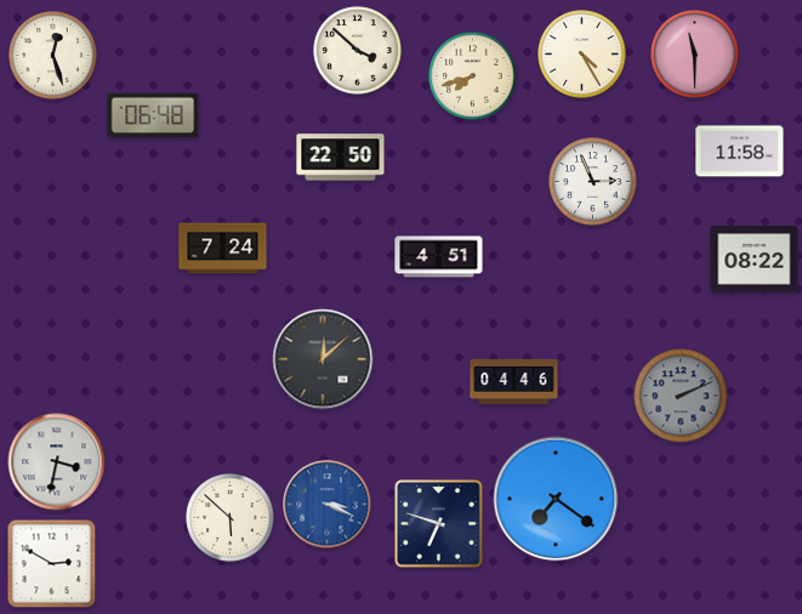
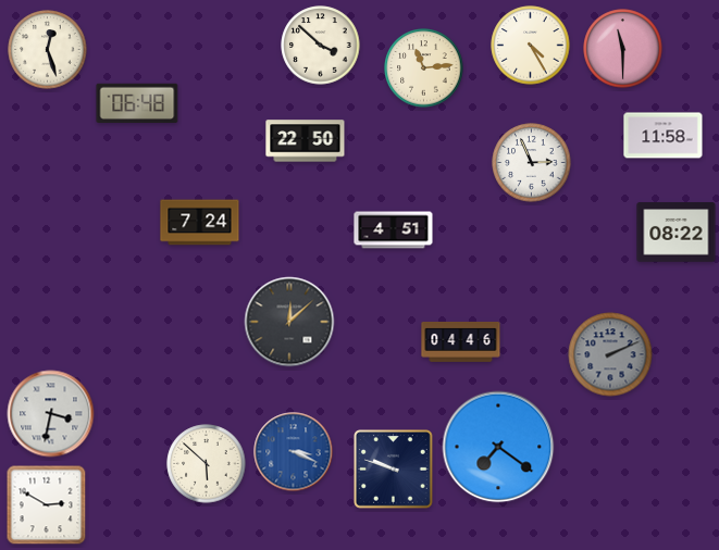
clock at (582, 55) position: (582, 55) -> (531, 46)
clock at (473, 76): 7:42 -> 11:14
clock at (439, 524): 6:48 -> 9:48
